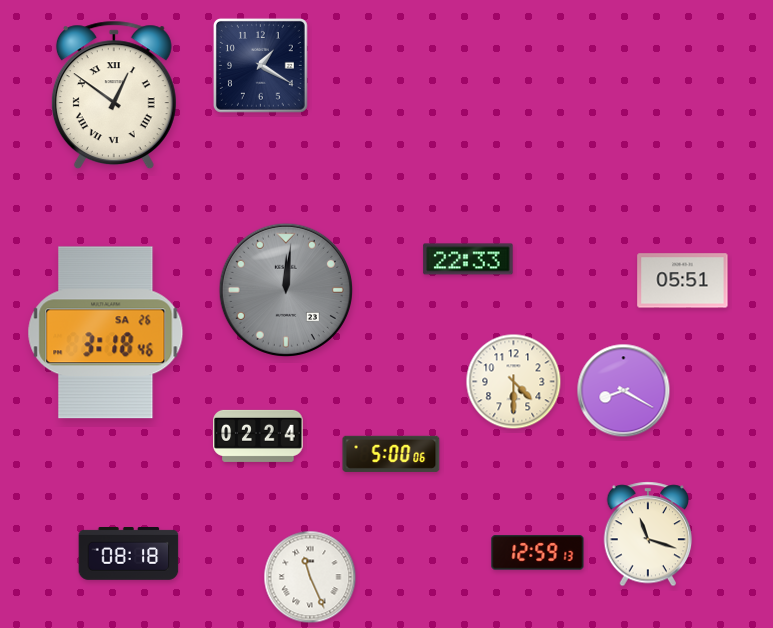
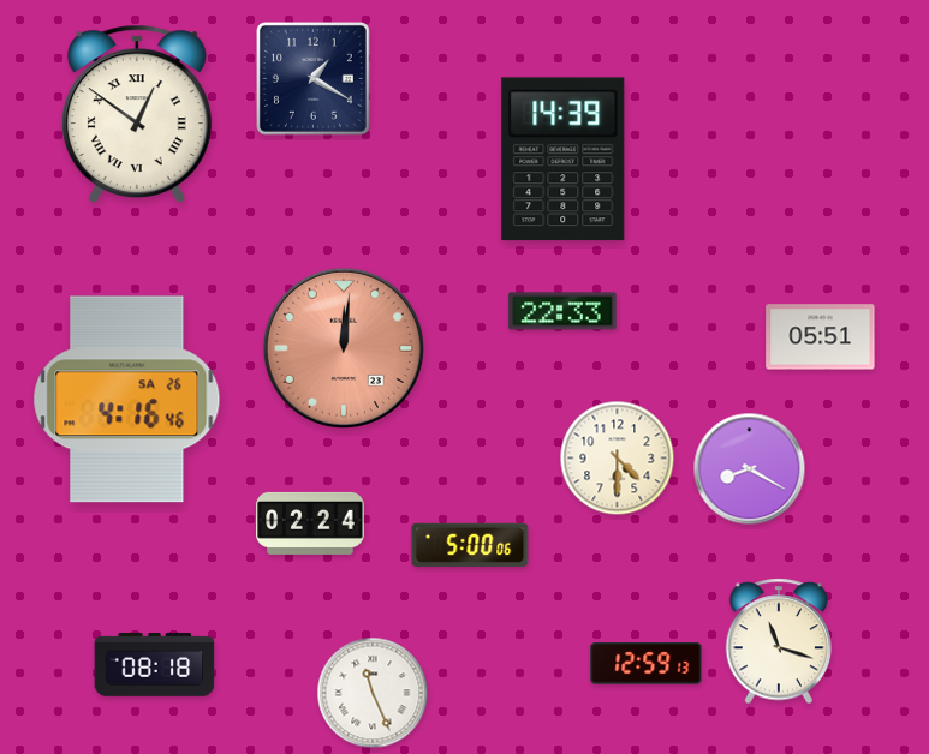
clock at (564, 160): none -> 14:39
clock at (286, 290) dial: grey -> salmon
clock at (106, 333): 3:18 -> 4:16
